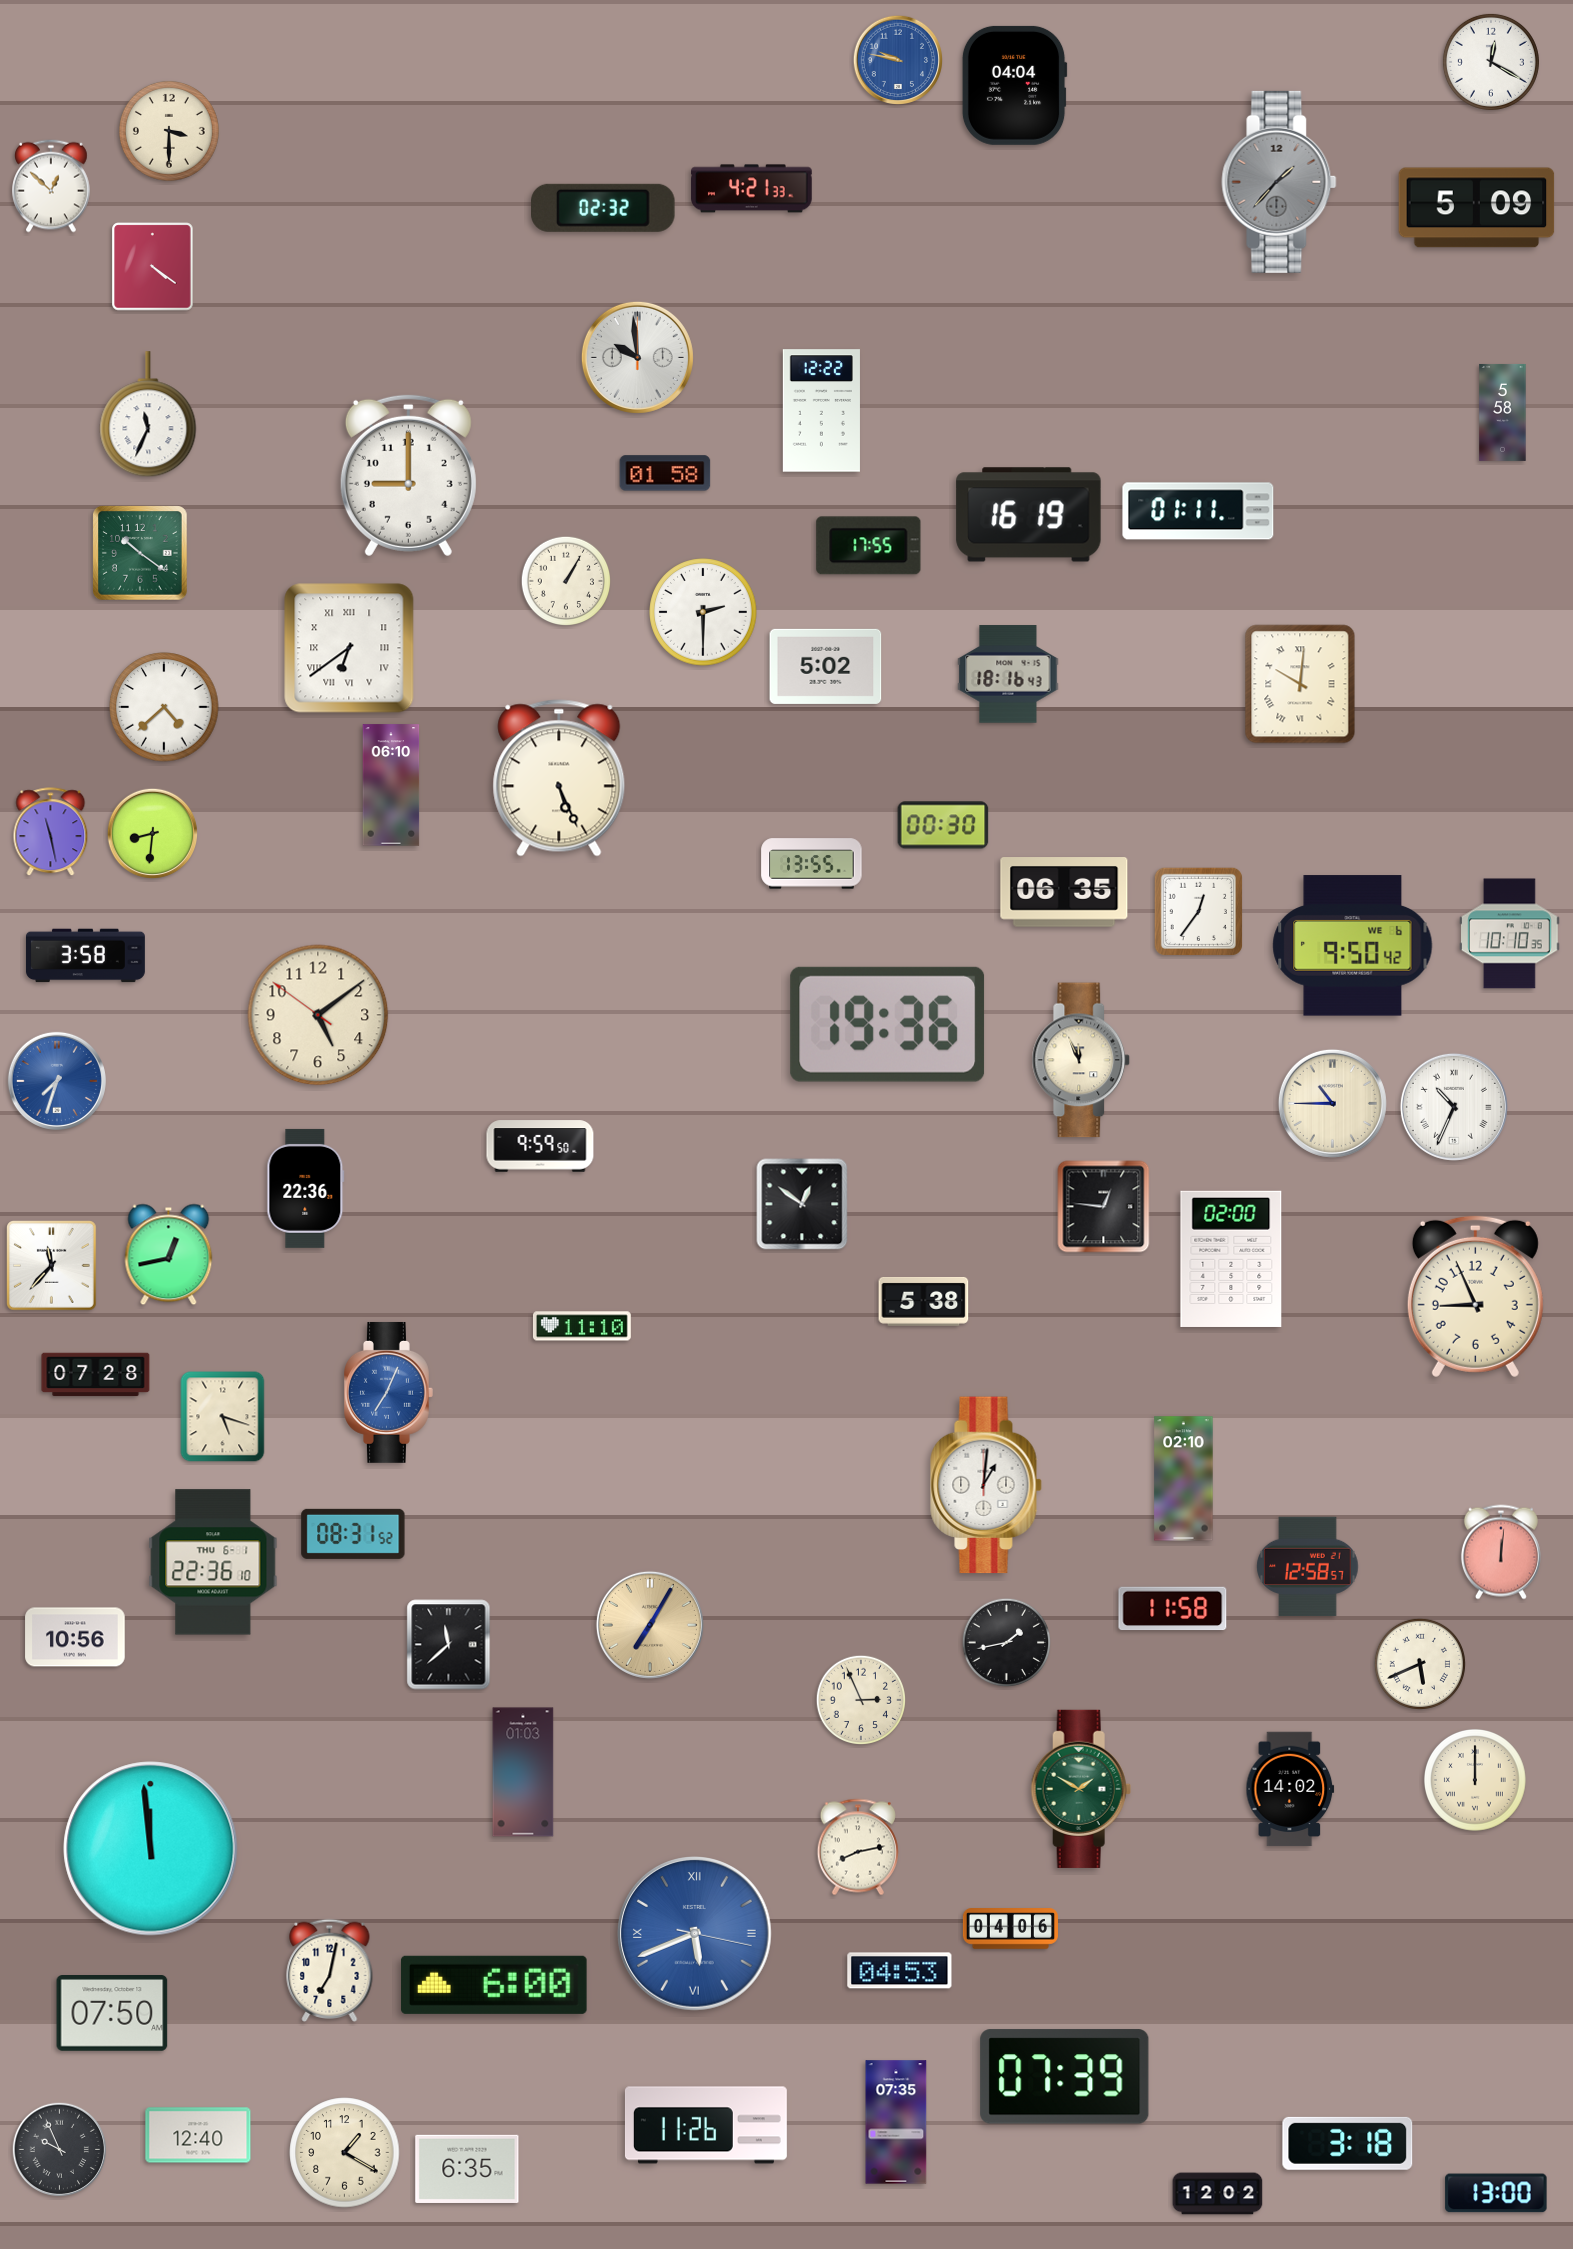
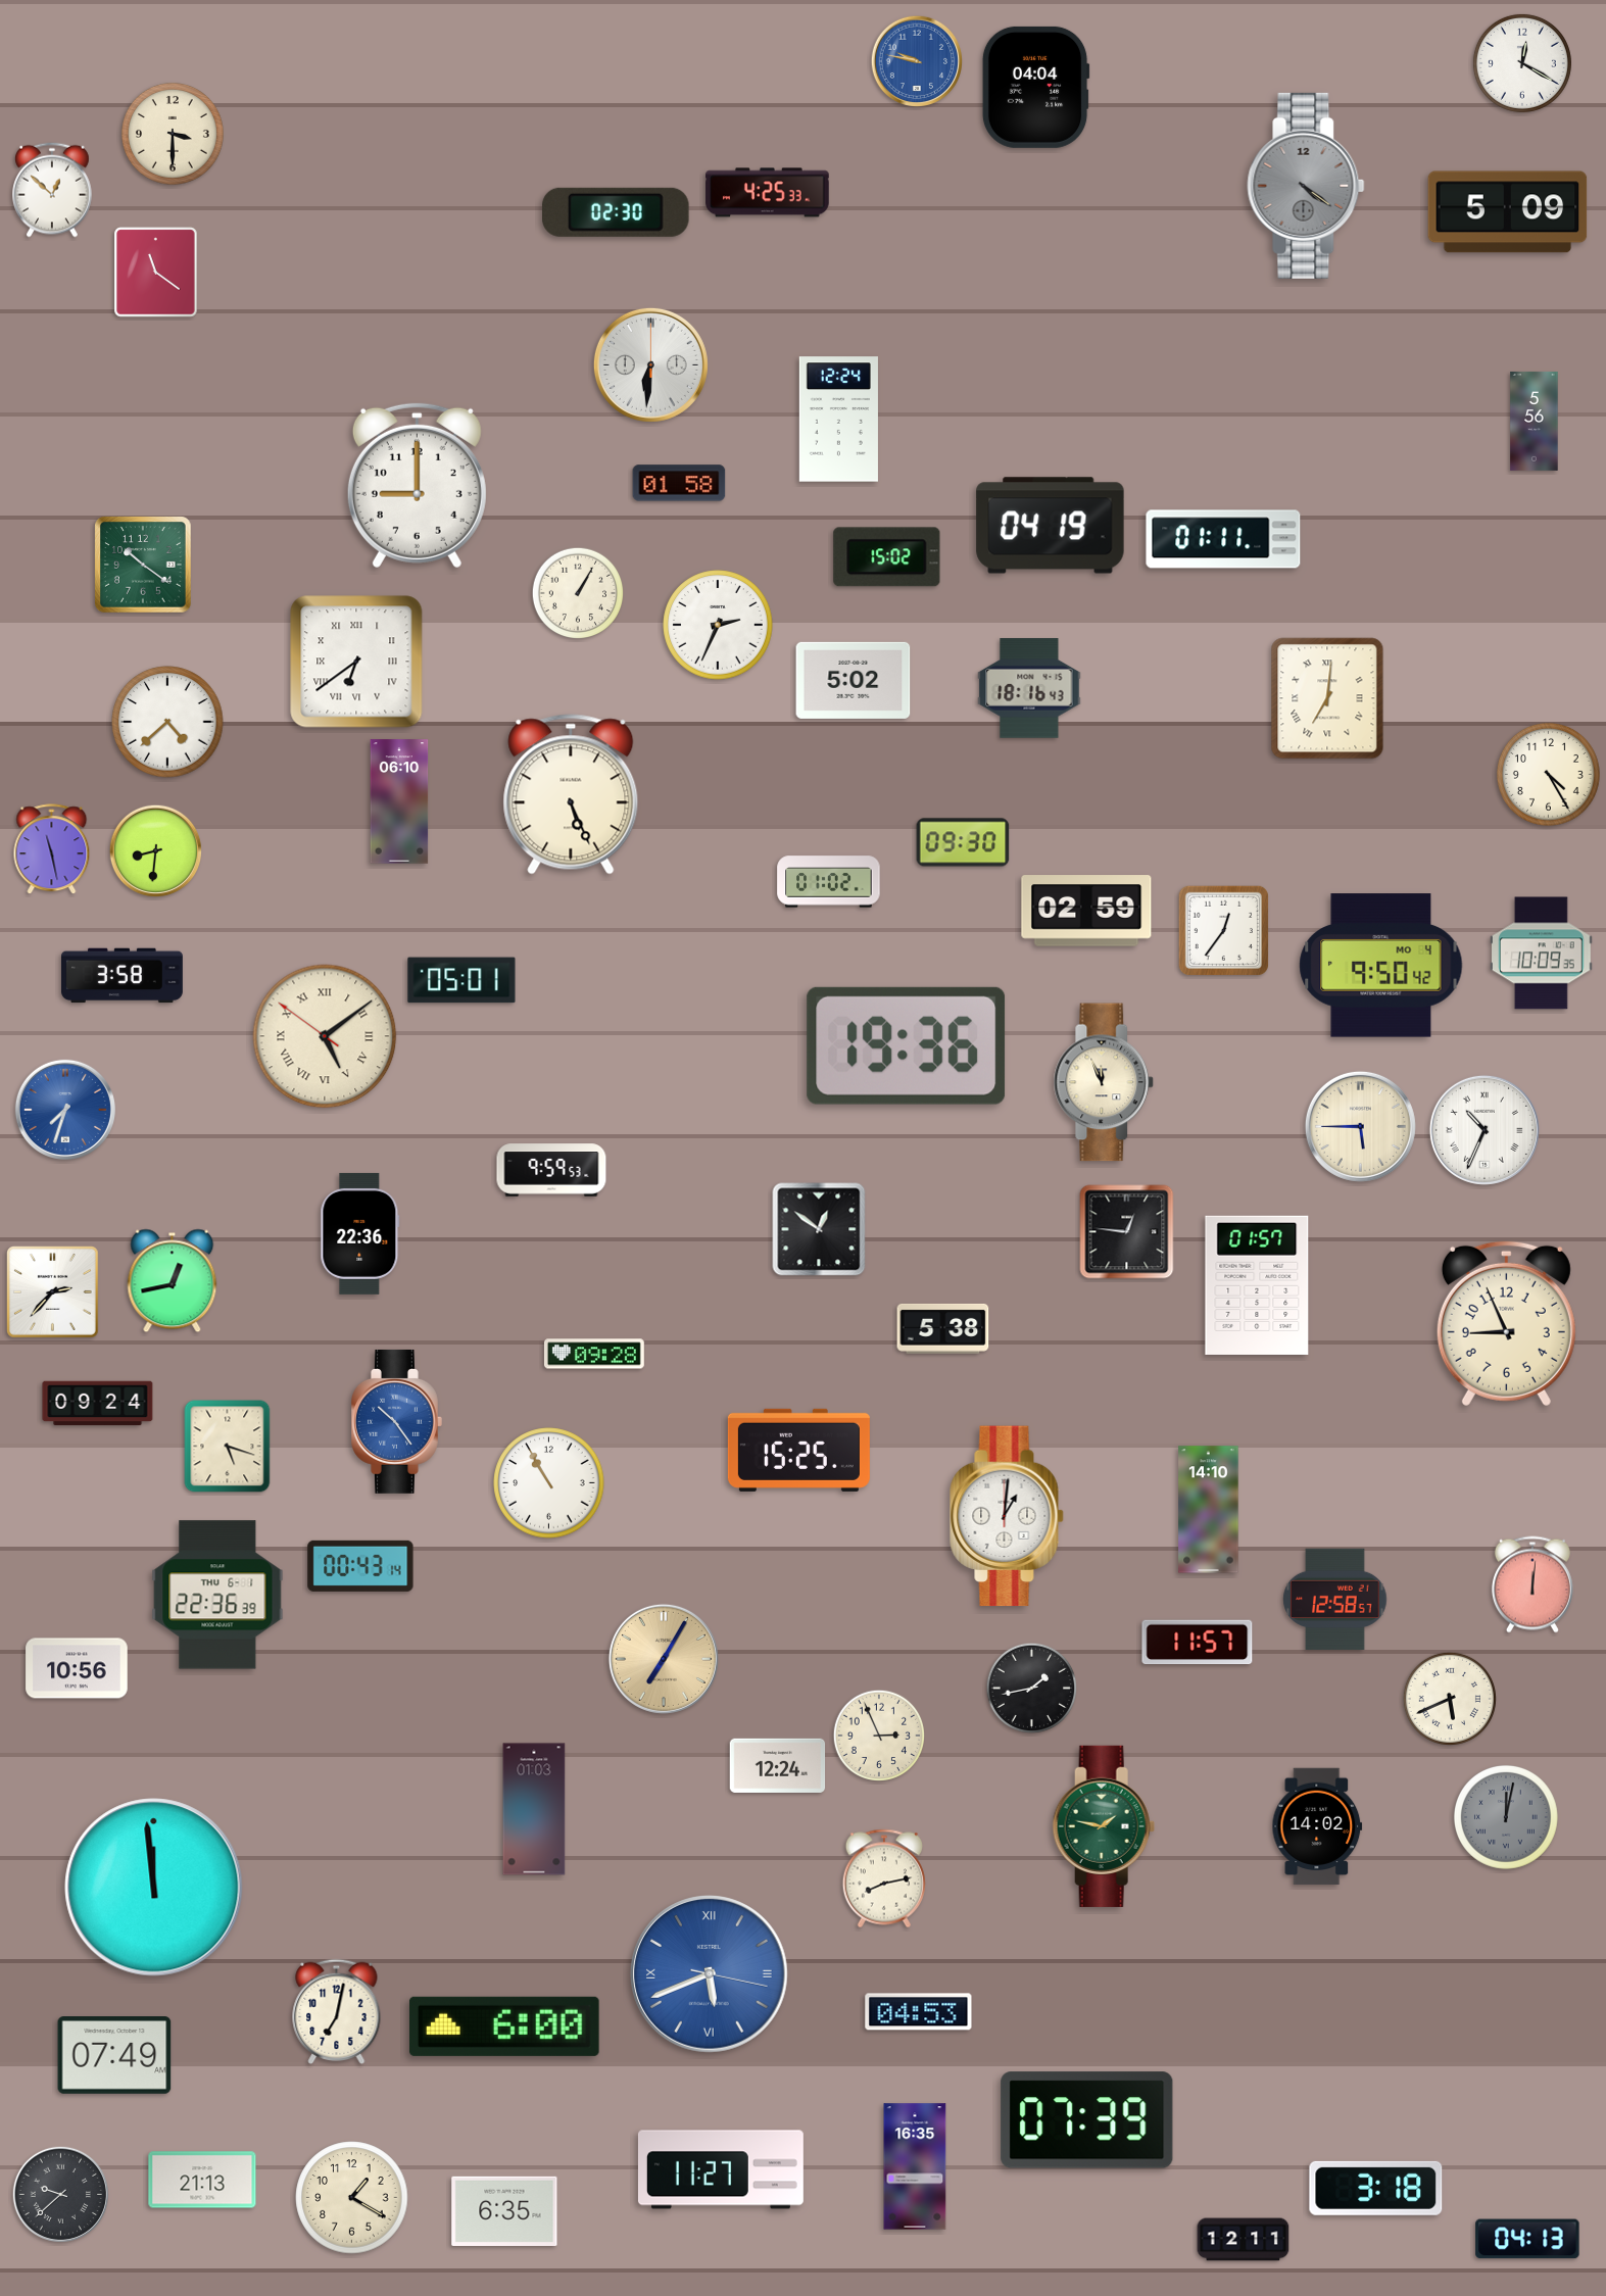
clock at (1279, 182): 1:37 -> 4:21
clock at (752, 189): 4:21 -> 4:25
clock at (604, 208): 02:32 -> 02:30
clock at (153, 267): 4:21 -> 11:21
clock at (637, 357): 9:59 -> 6:31
clock at (821, 411): 12:22 -> 12:24
clock at (1503, 412): 5:58 -> 5:56
clock at (148, 415): 11:34 -> none
clock at (1198, 511) position: (1198, 511) -> (1223, 539)
clock at (1029, 515): 16:19 -> 04:19
clock at (869, 546): 17:55 -> 15:02
clock at (703, 612): 2:30 -> 2:34
clock at (826, 666) position: (826, 666) -> (854, 680)
clock at (1300, 684): 10:01 -> 7:01
clock at (1548, 774): none -> 4:25
clock at (943, 825): 00:30 -> 09:30
clock at (812, 864): 13:55 -> 01:02
clock at (1064, 892): 06:35 -> 02:59
clock at (1510, 934): 10:10 -> 10:09
clock at (1353, 946) date: WE 6 -> MO 4
clock at (85, 956) position: (85, 956) -> (121, 976)
clock at (461, 980): none -> 05:01
clock at (318, 1015) numerals: Arabic -> Roman
clock at (57, 1081) position: (57, 1081) -> (65, 1110)
clock at (1332, 1103): 10:45 -> 5:45
clock at (540, 1146): 9:59:50 -> 9:59:53
clock at (306, 1188) position: (306, 1188) -> (360, 1233)
clock at (1231, 1259): 02:00 -> 01:57
clock at (52, 1266): 11:37 -> 2:37
clock at (582, 1326): 11:10 -> 09:28
clock at (96, 1375): 07:28 -> 09:24
clock at (389, 1392): 7:04 -> 10:24
clock at (798, 1450): none -> 15:25
clock at (549, 1483): none -> 10:55
clock at (1184, 1479): 02:10 -> 14:10
clock at (353, 1534): 08:31 -> 00:43
clock at (213, 1562): 22:36:10 -> 22:36:39
clock at (1173, 1609): 11:58 -> 11:57
clock at (75, 1637) position: (75, 1637) -> (77, 1668)
clock at (1007, 1643) position: (1007, 1643) -> (1032, 1689)
clock at (449, 1645): 11:38 -> none
clock at (778, 1765): none -> 12:24
clock at (1475, 1780): 12:00 -> 12:02
clock at (1475, 1780) dial: cream -> grey
clock at (1081, 1789): 1:50 -> 1:47
clock at (858, 1847) position: (858, 1847) -> (884, 1878)
clock at (1010, 1929): 04:06 -> none
clock at (112, 2014): 07:50 -> 07:49
clock at (896, 2122): 07:35 -> 16:35
clock at (706, 2125): 11:26 -> 11:27
clock at (198, 2135): 12:40 -> 21:13
clock at (59, 2149): 9:56 -> 9:38
clock at (467, 2169) position: (467, 2169) -> (504, 2211)
clock at (1496, 2193): 13:00 -> 04:13
clock at (1218, 2194): 12:02 -> 12:11
